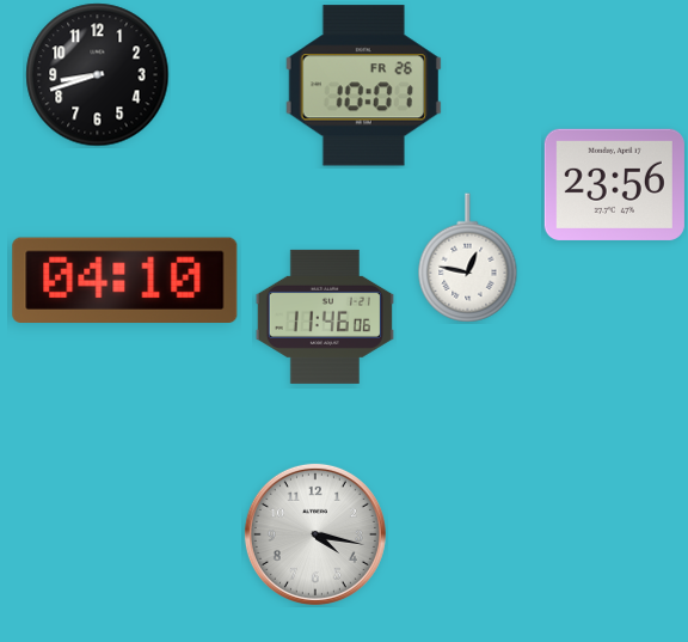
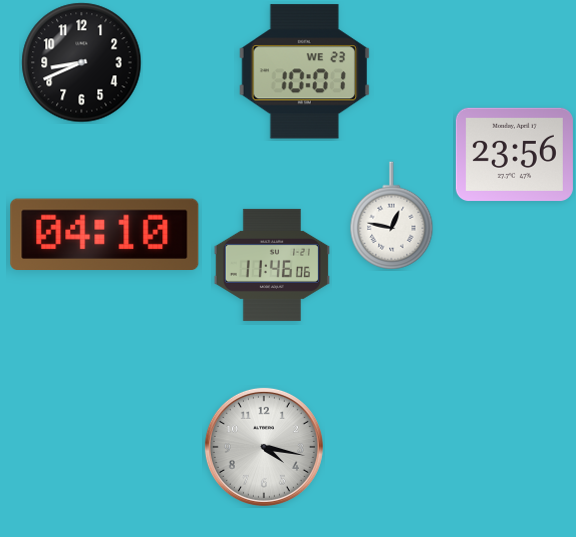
clock at (98, 75): 8:42 -> 8:41
clock at (363, 86) date: FR 26 -> WE 23
